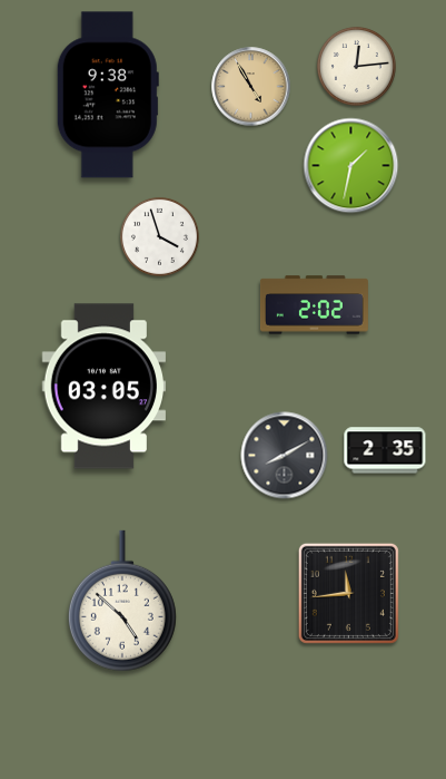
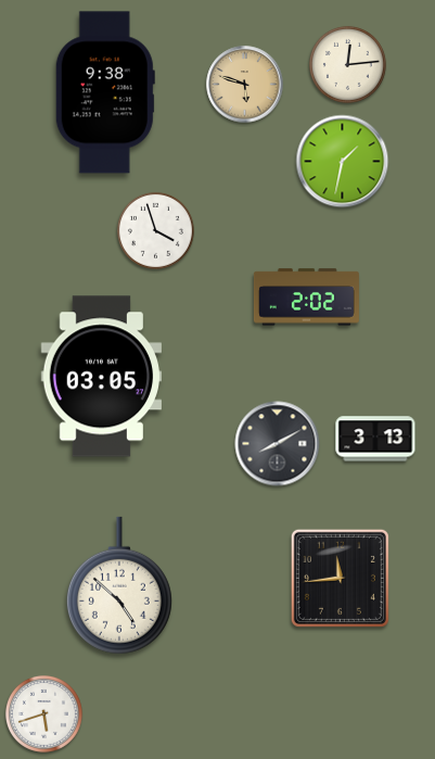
clock at (251, 87): 4:55 -> 5:48
clock at (385, 450): 2:35 -> 3:13
clock at (43, 713): none -> 5:42
